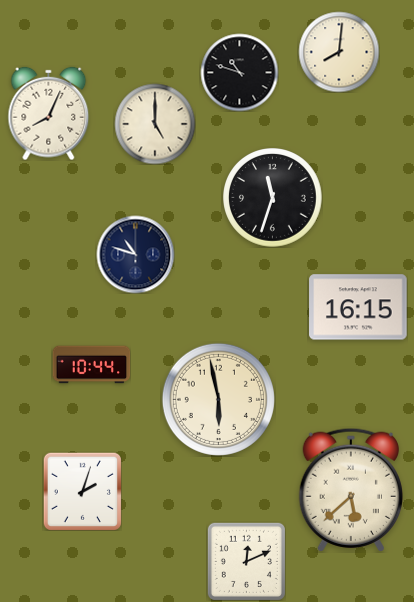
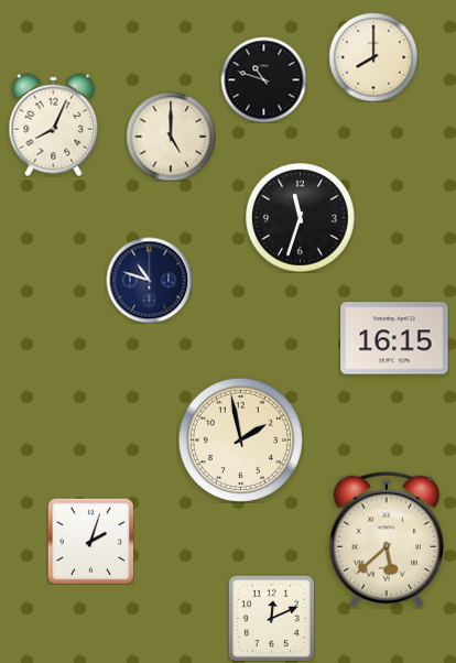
clock at (339, 52): 8:01 -> 8:00
clock at (91, 365): 10:44 -> none
clock at (218, 399): 5:58 -> 1:58
